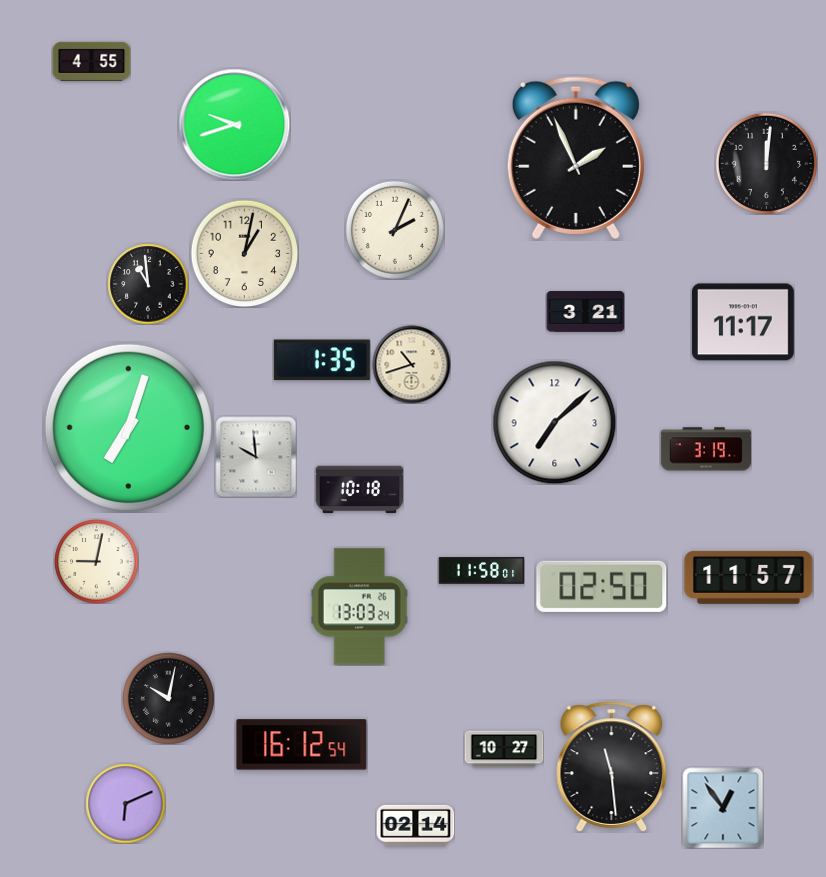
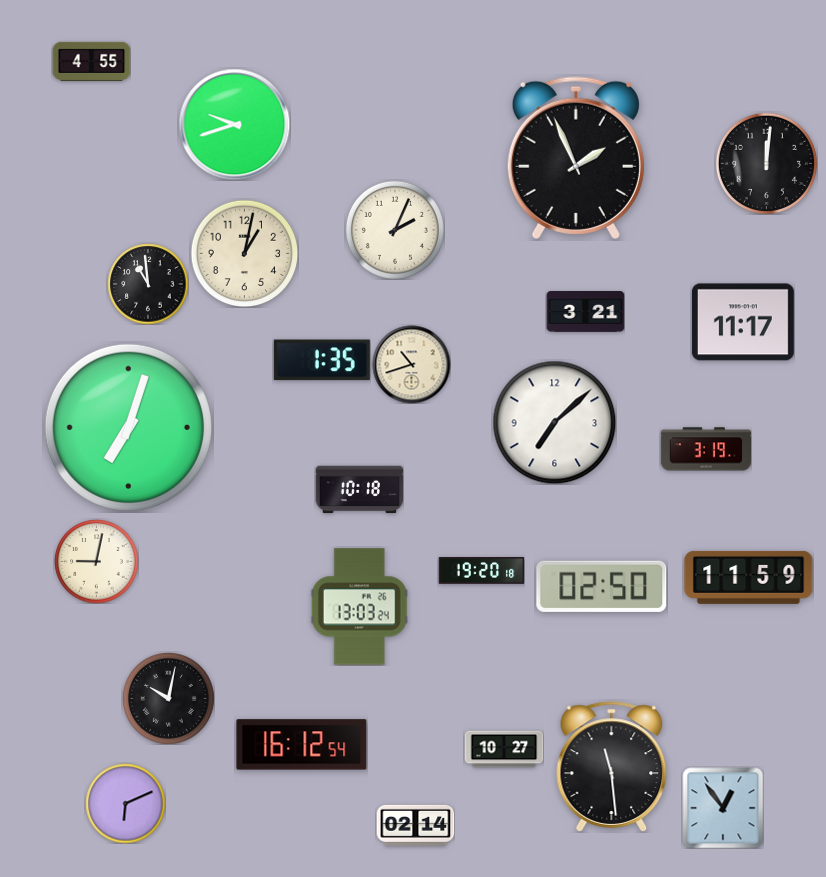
clock at (256, 457): 9:59 -> none
clock at (481, 571): 11:58 -> 19:20
clock at (749, 577): 11:57 -> 11:59
